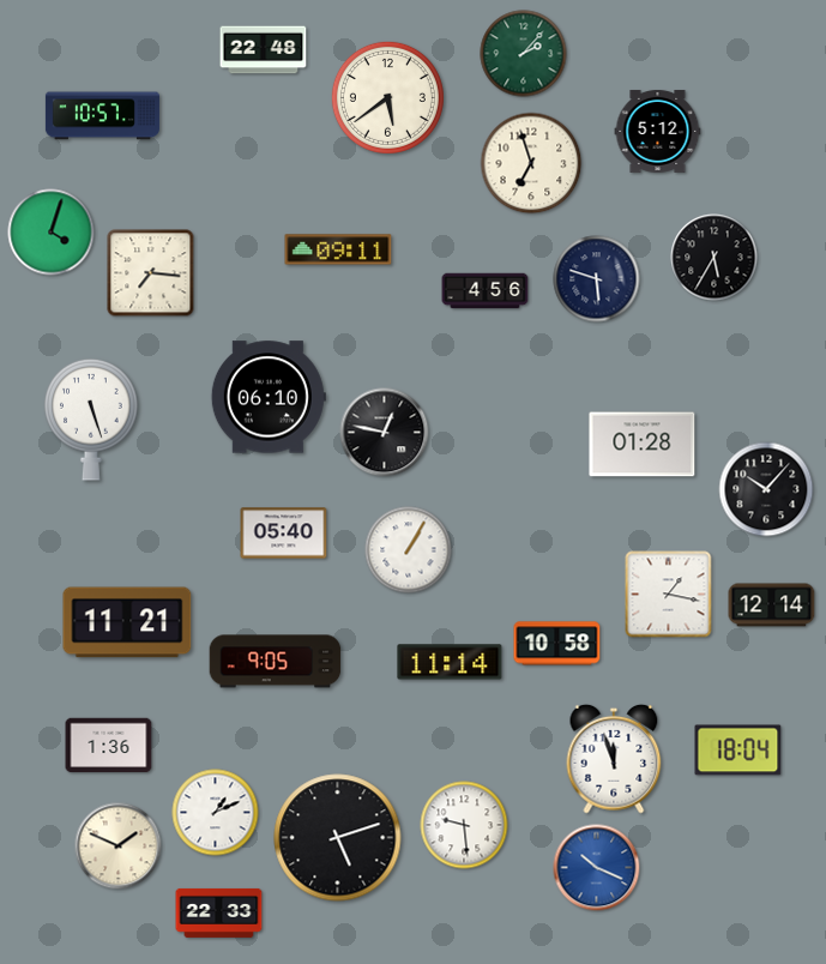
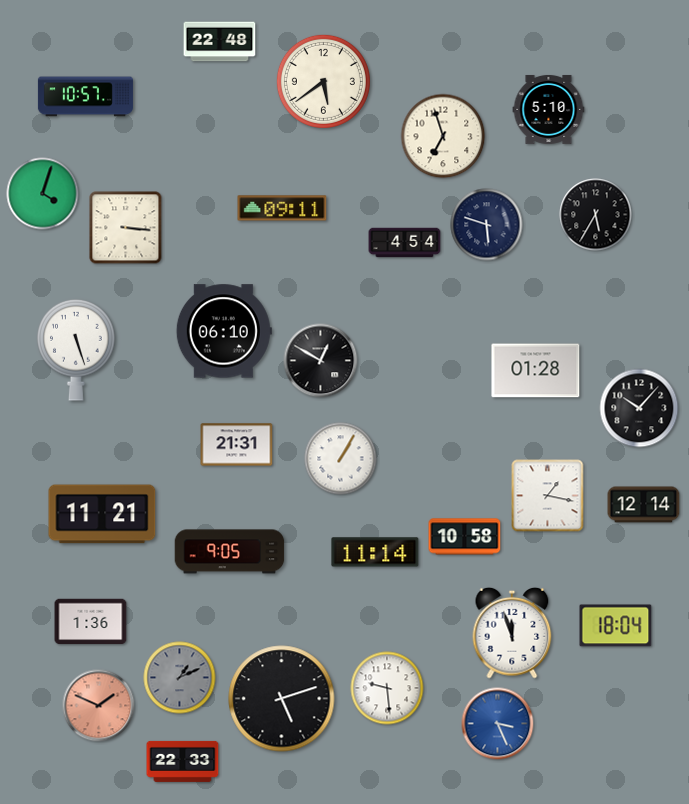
clock at (524, 54): 2:07 -> none
clock at (658, 131): 5:12 -> 5:10
clock at (151, 273): 7:16 -> 3:16
clock at (597, 279) position: (597, 279) -> (487, 225)
clock at (486, 291): 4:56 -> 4:54
clock at (385, 433): 12:47 -> 12:50
clock at (284, 534): 05:40 -> 21:31
clock at (669, 595) position: (669, 595) -> (548, 496)
clock at (127, 622) position: (127, 622) -> (102, 514)
clock at (216, 813) dial: white -> grey
clock at (119, 846) dial: cream -> salmon
clock at (597, 868): 10:19 -> 3:26
